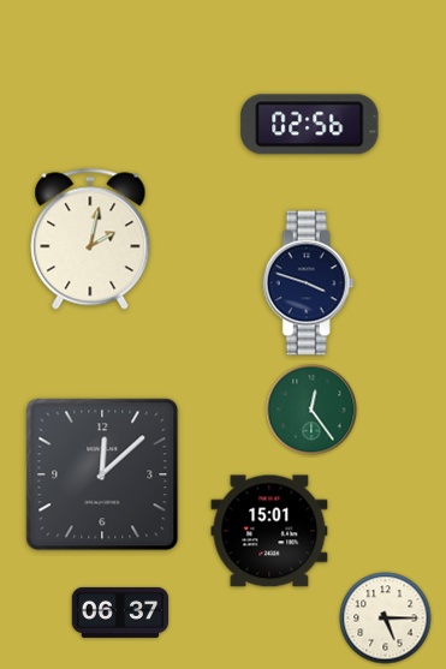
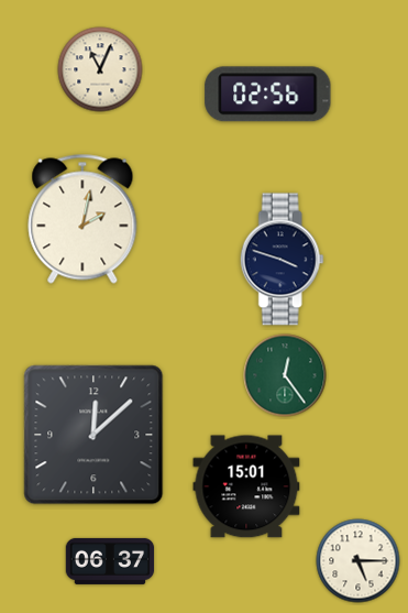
clock at (100, 69): none -> 11:04
clock at (310, 125) position: (310, 125) -> (268, 95)
clock at (386, 619) position: (386, 619) -> (359, 561)
